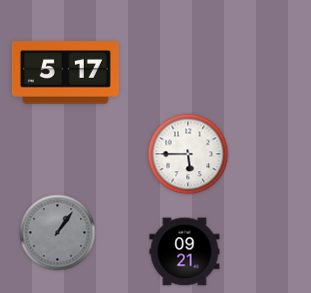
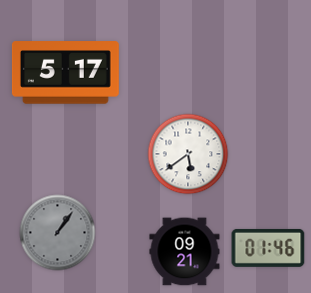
clock at (188, 154): 5:45 -> 5:39
clock at (268, 248): none -> 01:46
